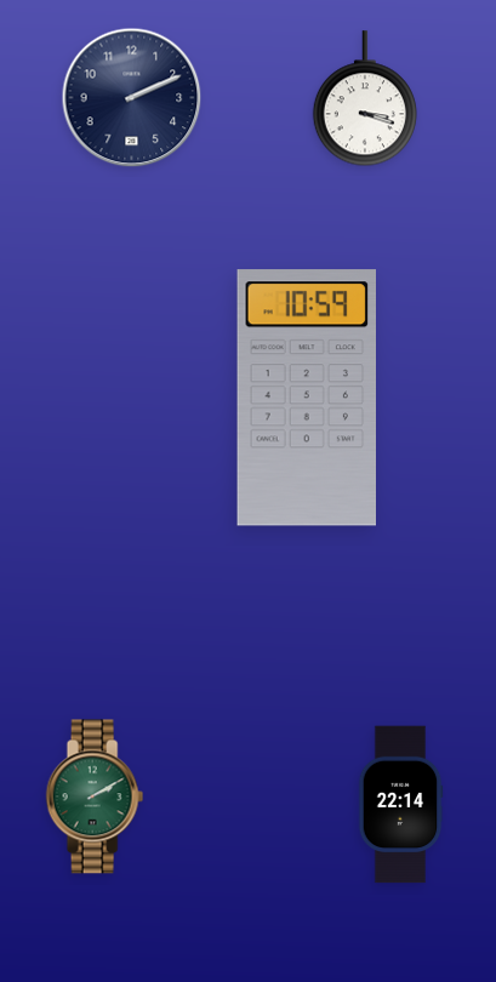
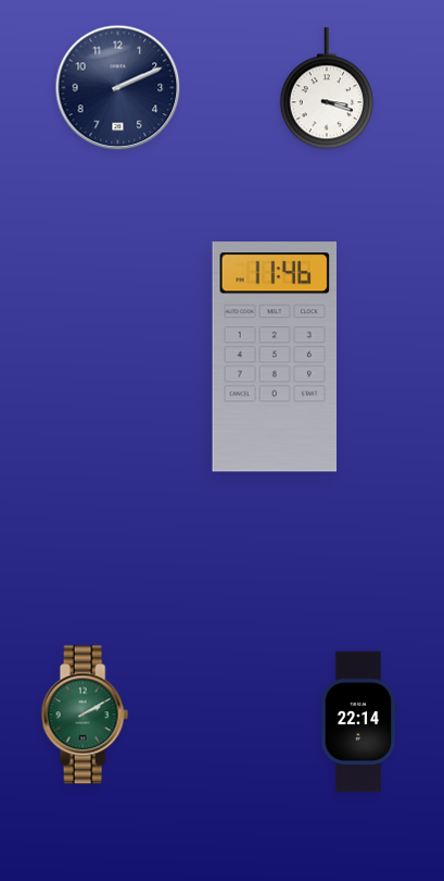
clock at (306, 398): 10:59 -> 11:46
